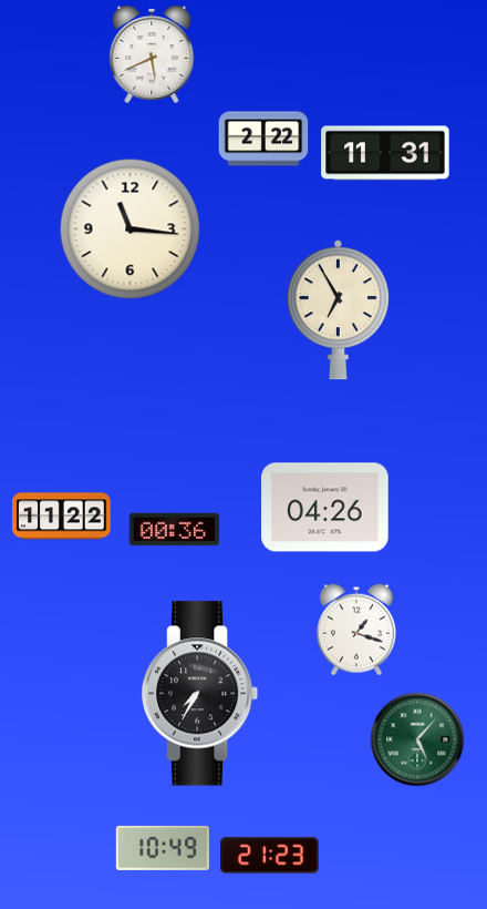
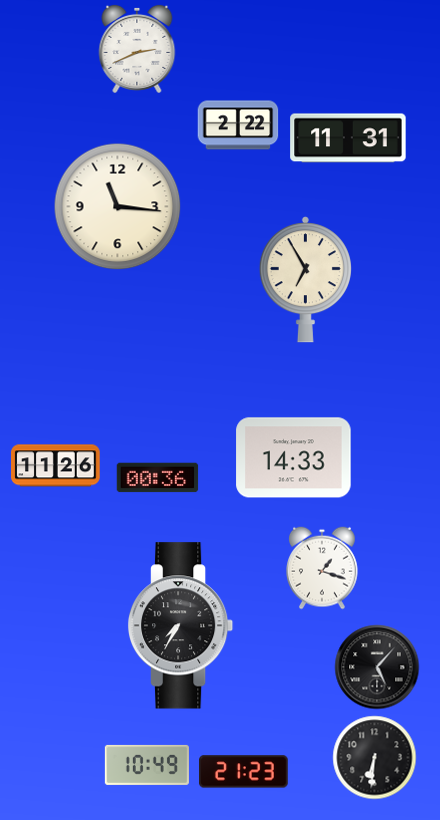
clock at (152, 54): 5:41 -> 2:41
clock at (325, 508): 04:26 -> 14:33
clock at (62, 517): 11:22 -> 11:26
clock at (417, 739) dial: green -> black
clock at (375, 758): none -> 6:31
